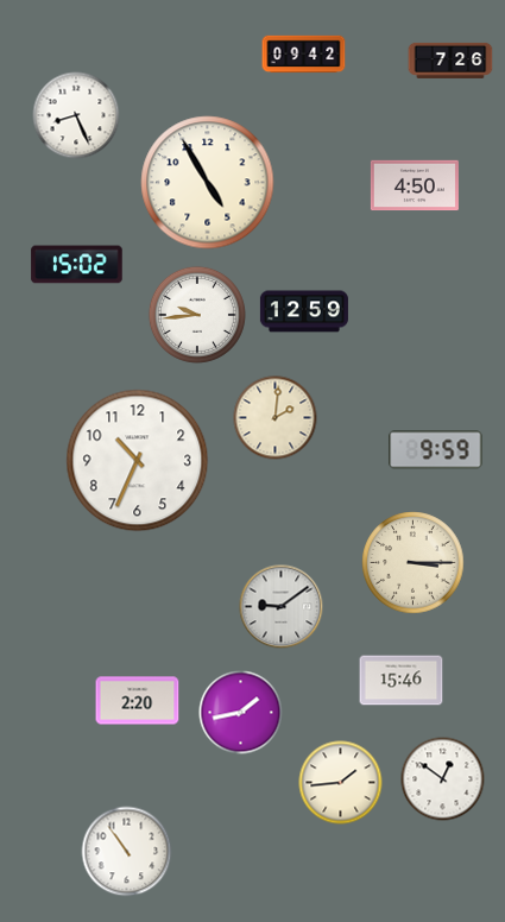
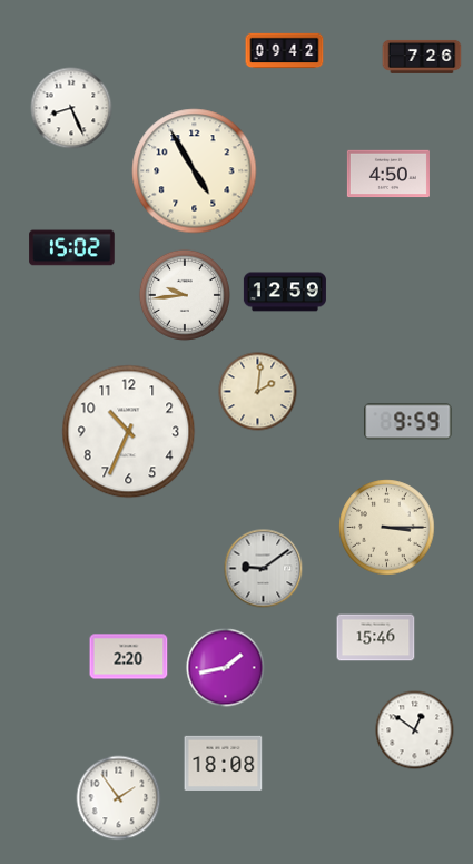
clock at (341, 783): 1:44 -> none
clock at (224, 763): none -> 18:08
clock at (127, 852): 10:54 -> 1:54
